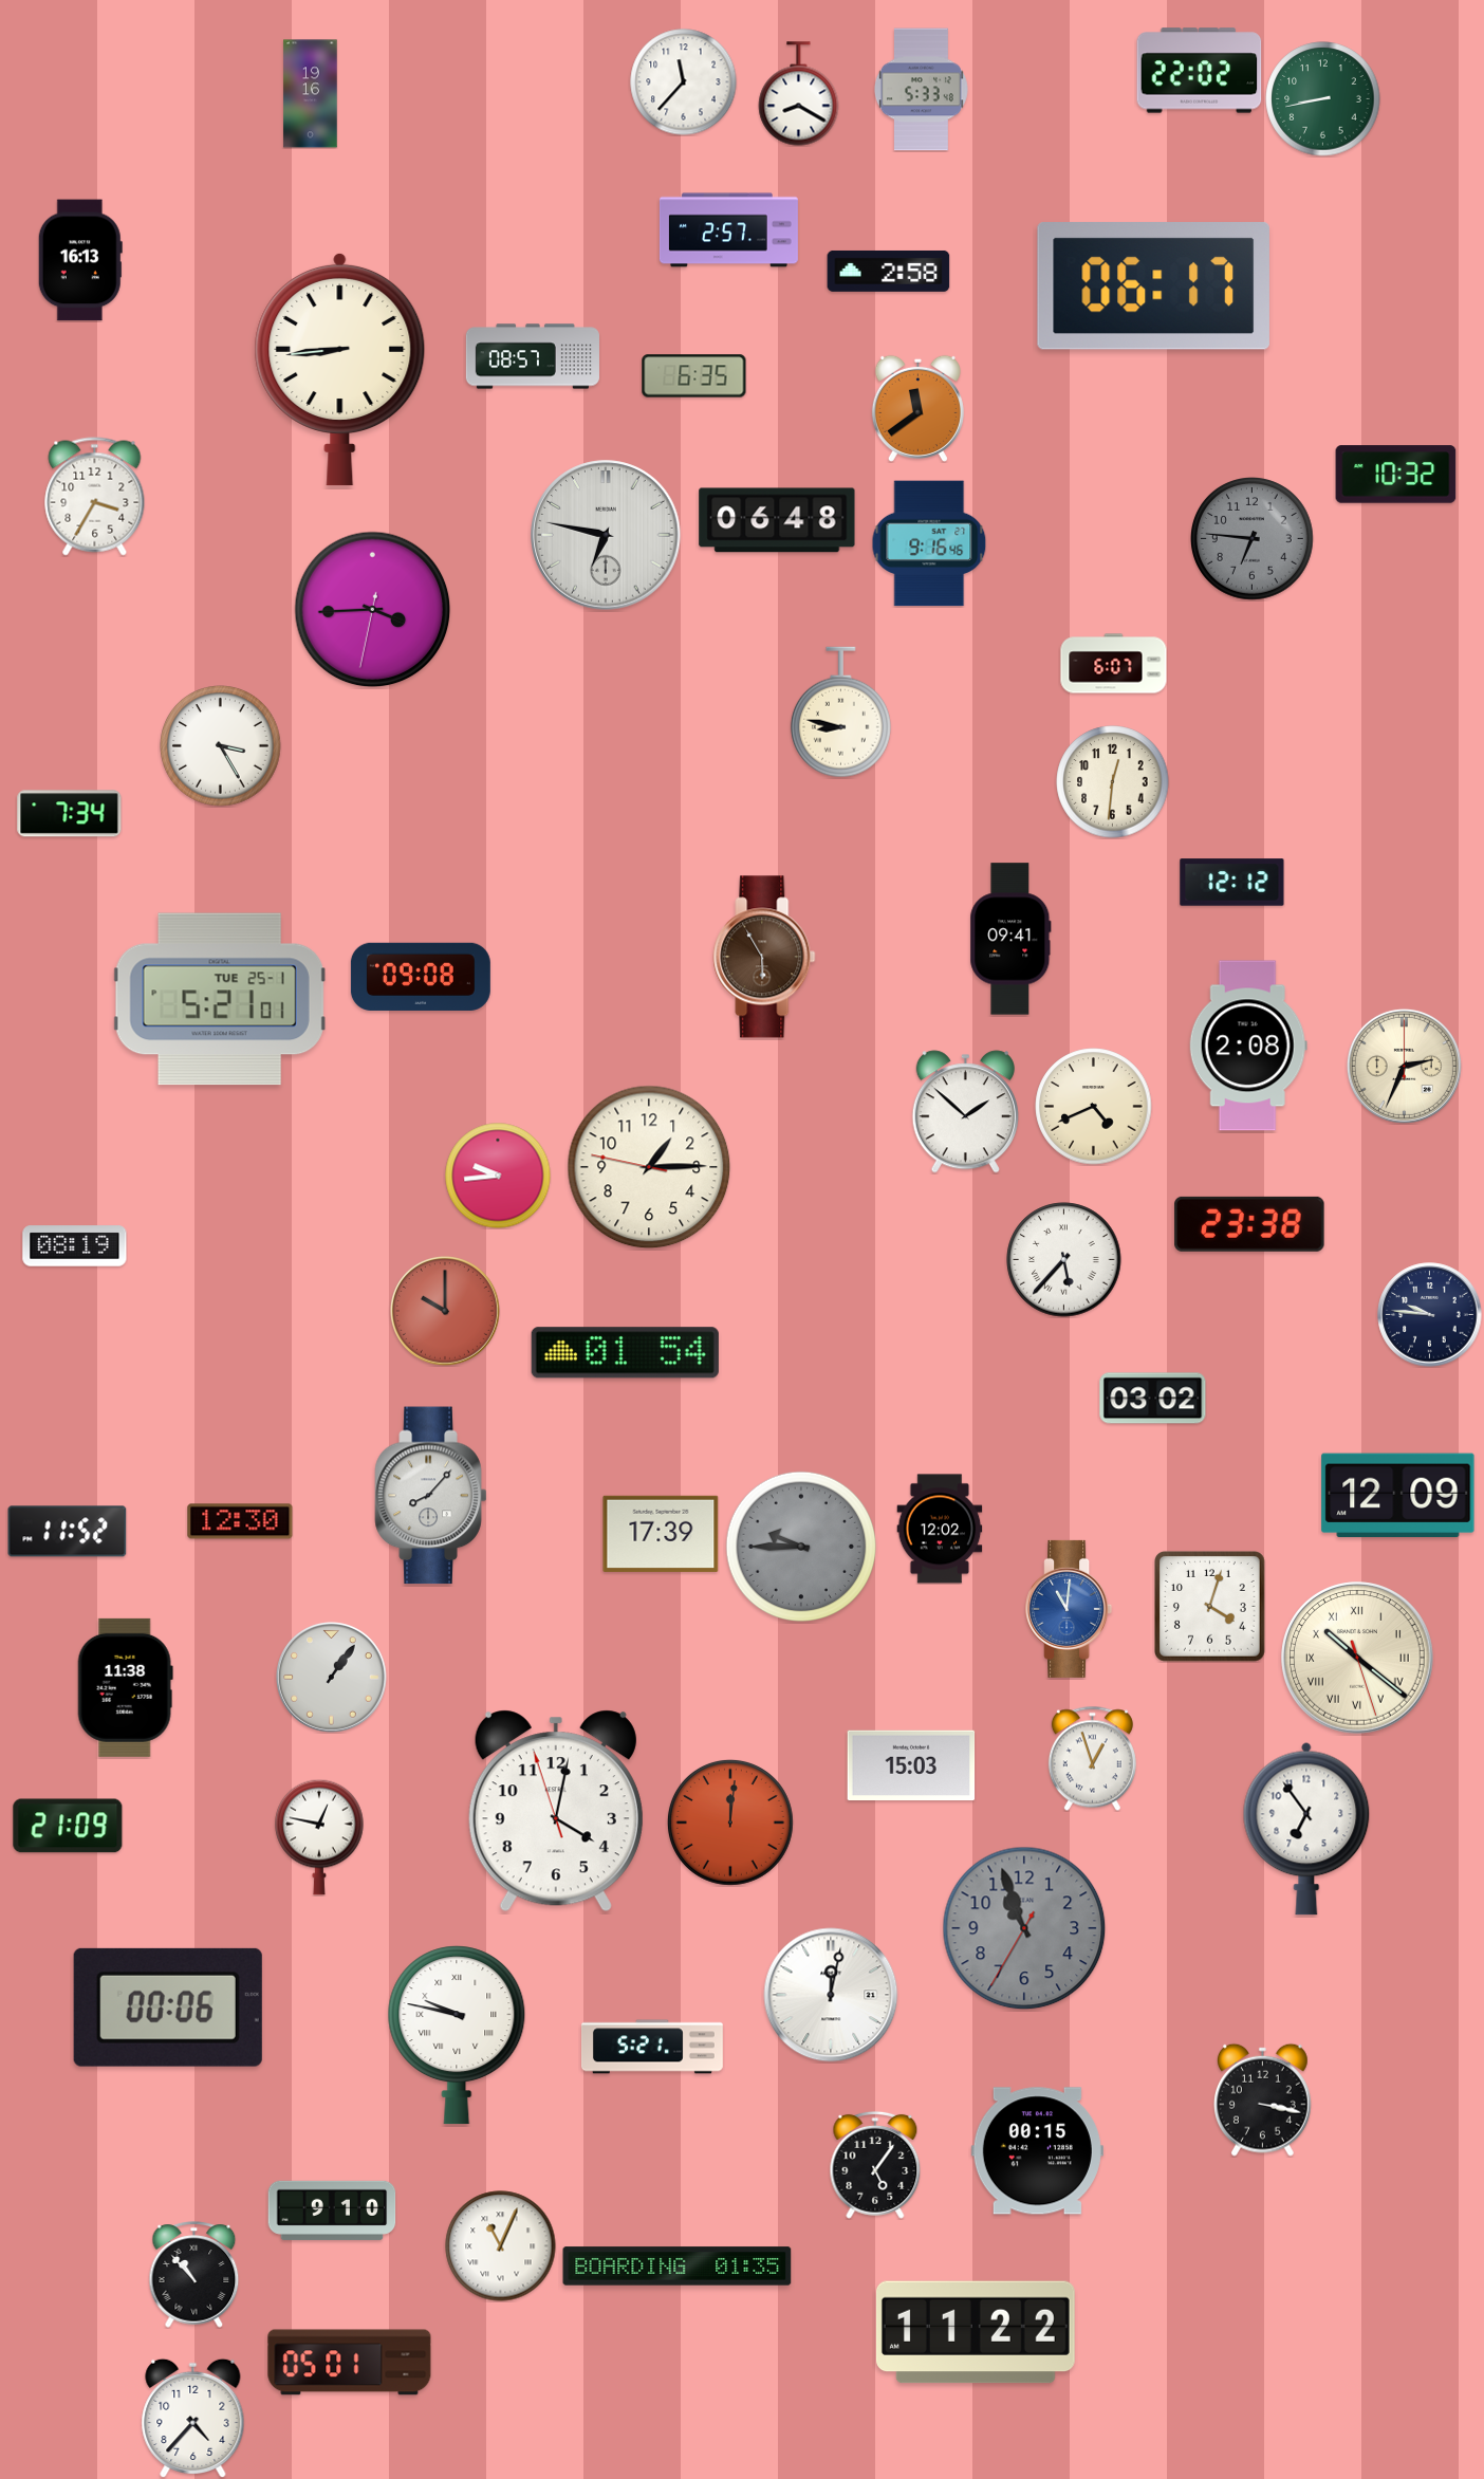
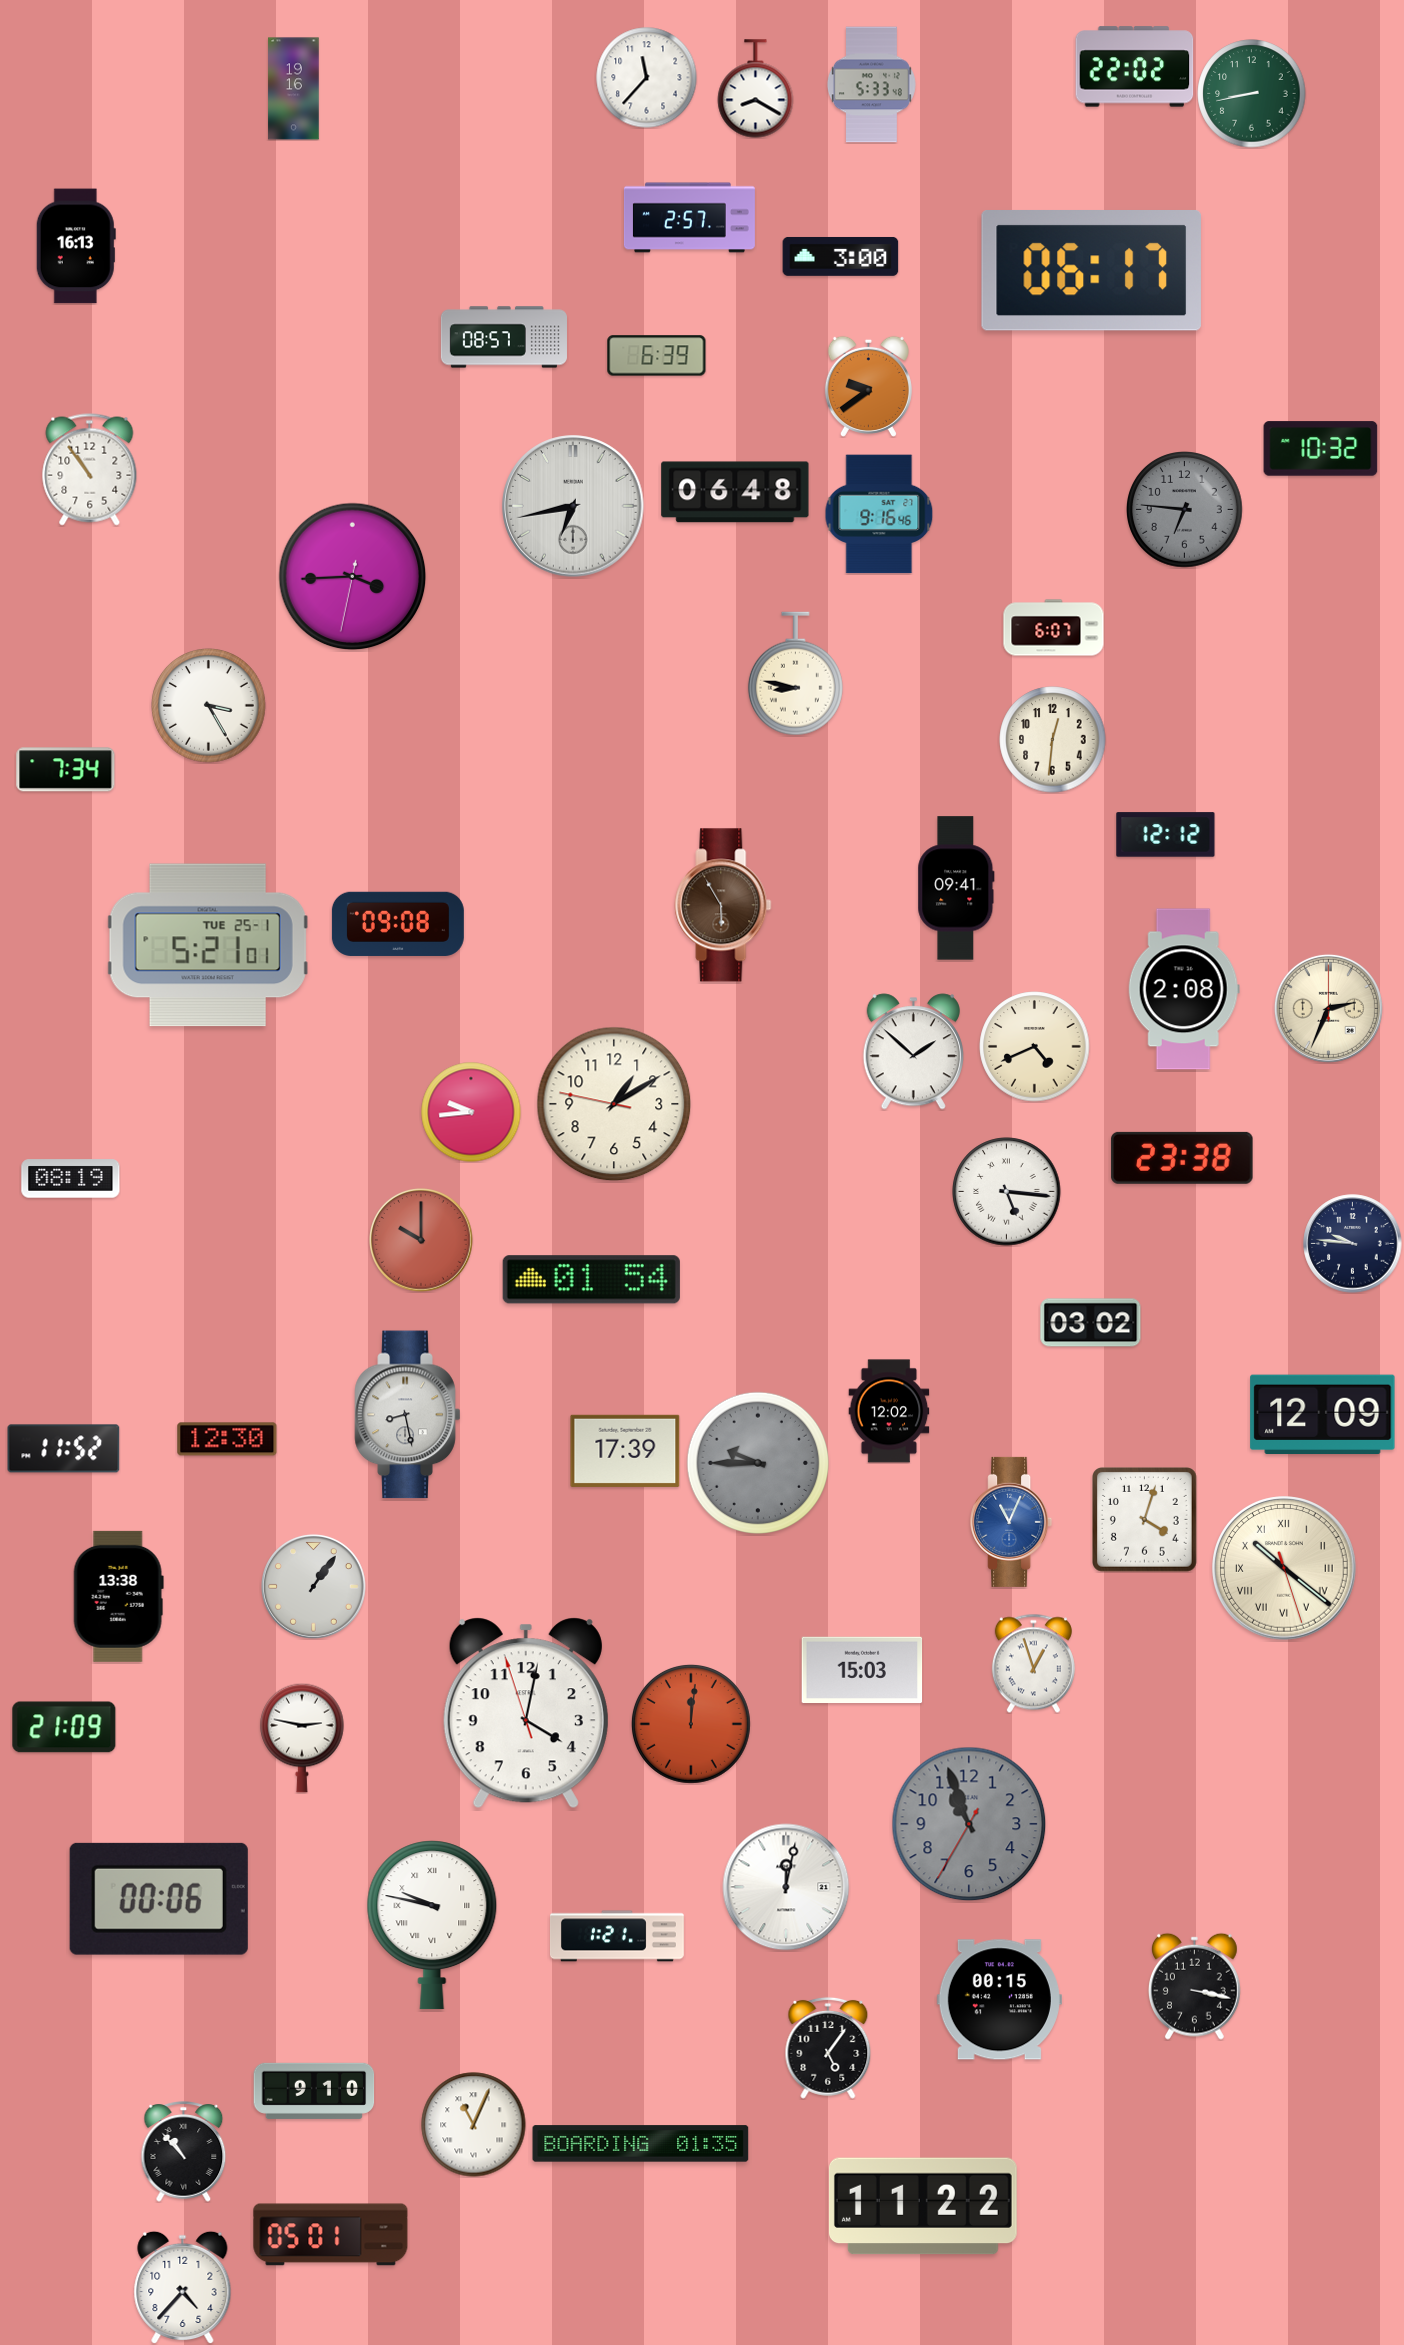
clock at (889, 271): 2:58 -> 3:00
clock at (340, 369): 8:44 -> none
clock at (694, 376): 6:35 -> 6:39
clock at (917, 408): 11:39 -> 9:39
clock at (95, 497): 3:35 -> 10:54
clock at (606, 535): 6:47 -> 6:43
clock at (1248, 1046) position: (1248, 1046) -> (1184, 989)
clock at (649, 1167): 1:14 -> 1:09
clock at (1064, 1260): 5:37 -> 5:16
clock at (431, 1496): 8:07 -> 8:28
clock at (940, 1529) position: (940, 1529) -> (889, 1411)
clock at (1069, 1609): 11:01 -> 11:04
clock at (125, 1687): 11:38 -> 13:38
clock at (1306, 1829): 6:54 -> none
clock at (319, 1837): 12:47 -> 2:47
clock at (653, 2047): 5:21 -> 1:21
clock at (1037, 2151) position: (1037, 2151) -> (999, 2000)
